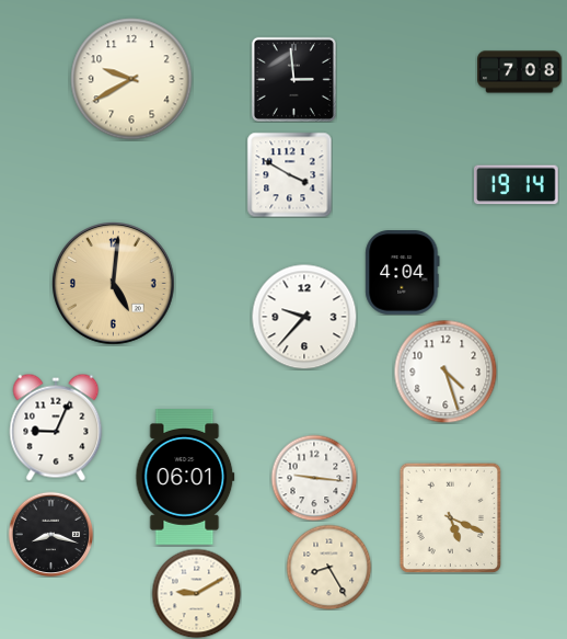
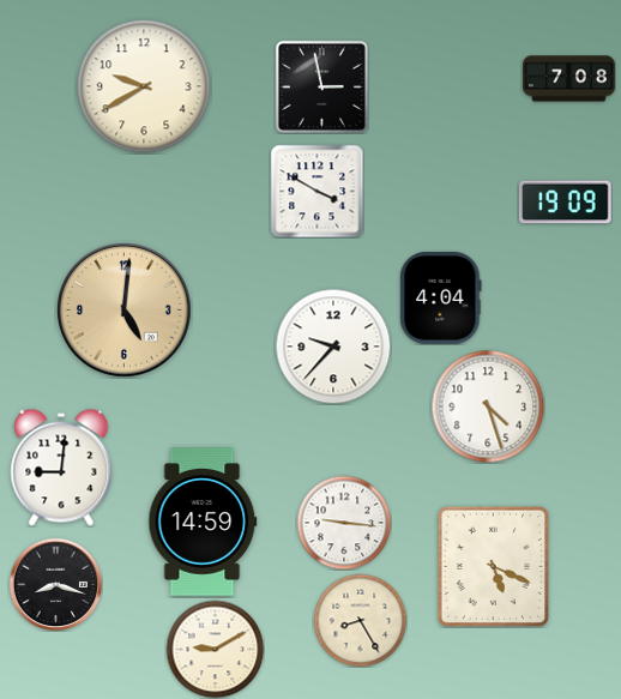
clock at (293, 79): 2:59 -> 2:58
clock at (517, 185): 19:14 -> 19:09
clock at (56, 427): 9:04 -> 9:01
clock at (185, 478): 06:01 -> 14:59
